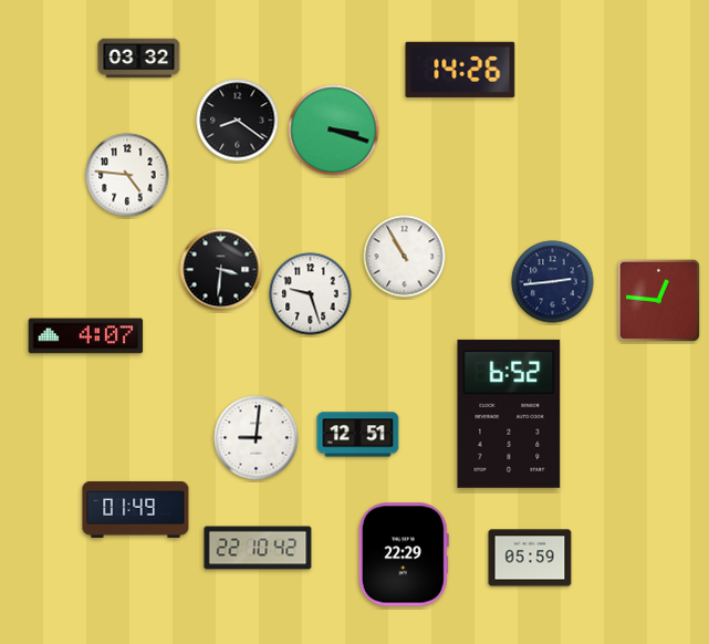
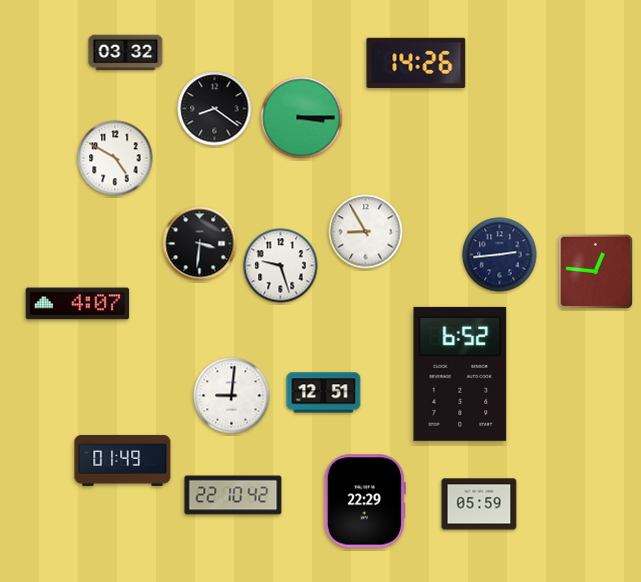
clock at (334, 131): 3:18 -> 3:15
clock at (127, 175): 4:46 -> 4:50
clock at (405, 257): 10:55 -> 8:55
